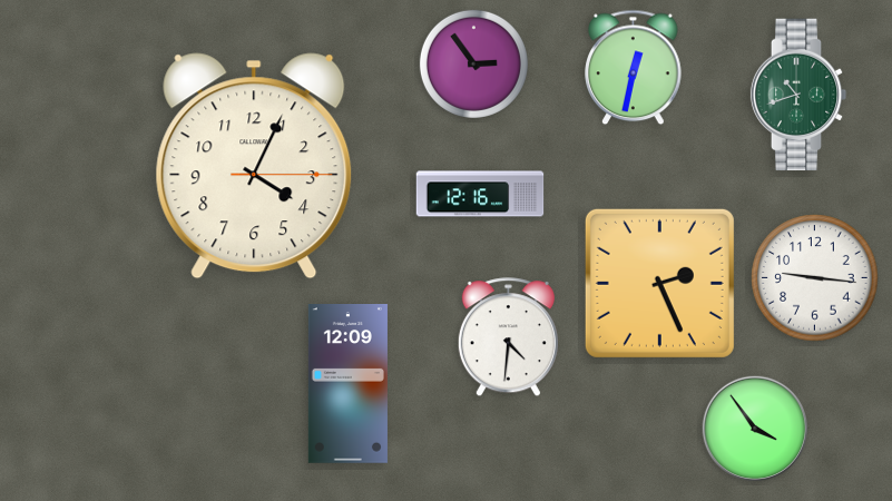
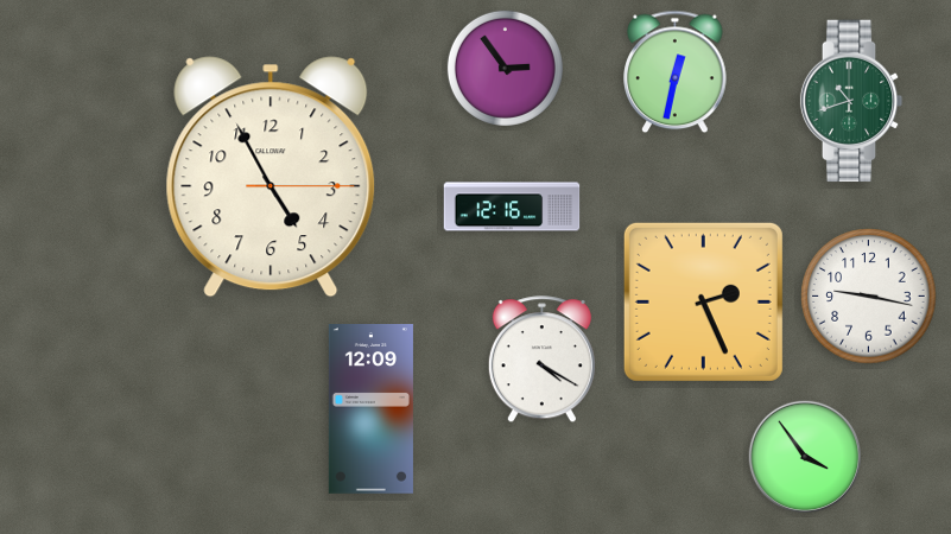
clock at (254, 166): 4:04 -> 4:55
clock at (815, 278): 9:16 -> 9:17
clock at (508, 337): 4:31 -> 4:20
